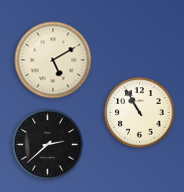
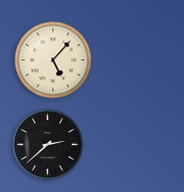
clock at (53, 60): 5:10 -> 5:07
clock at (140, 113): 10:55 -> none
